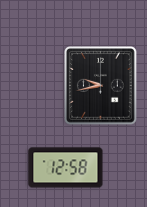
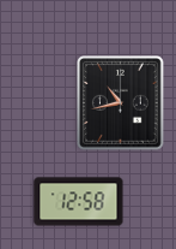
clock at (101, 86): 9:43 -> 10:43
